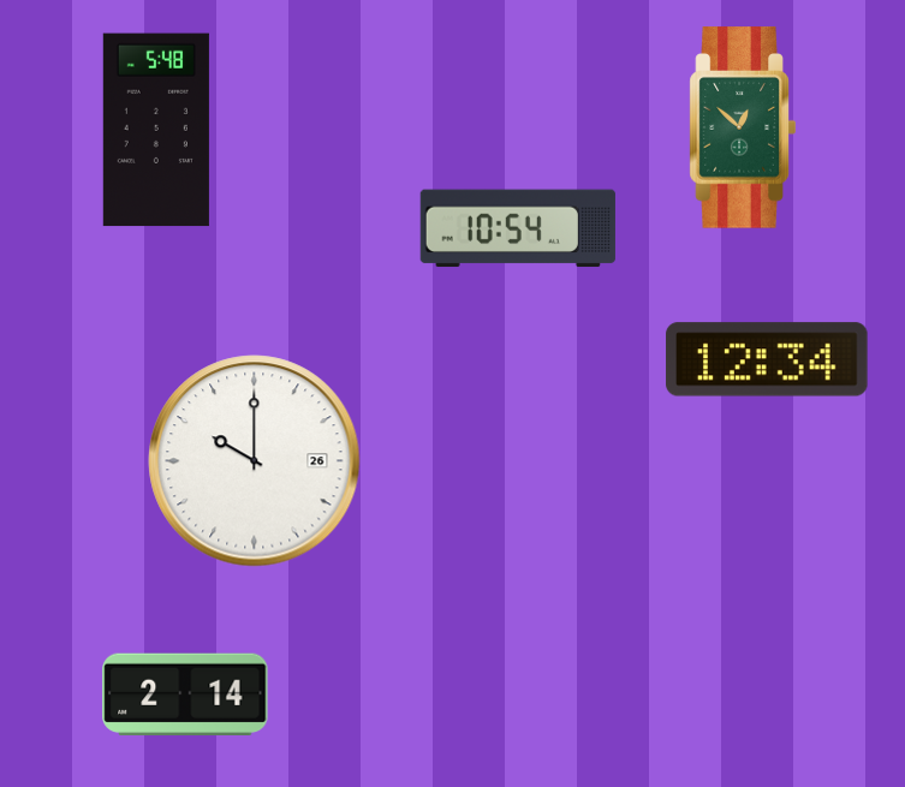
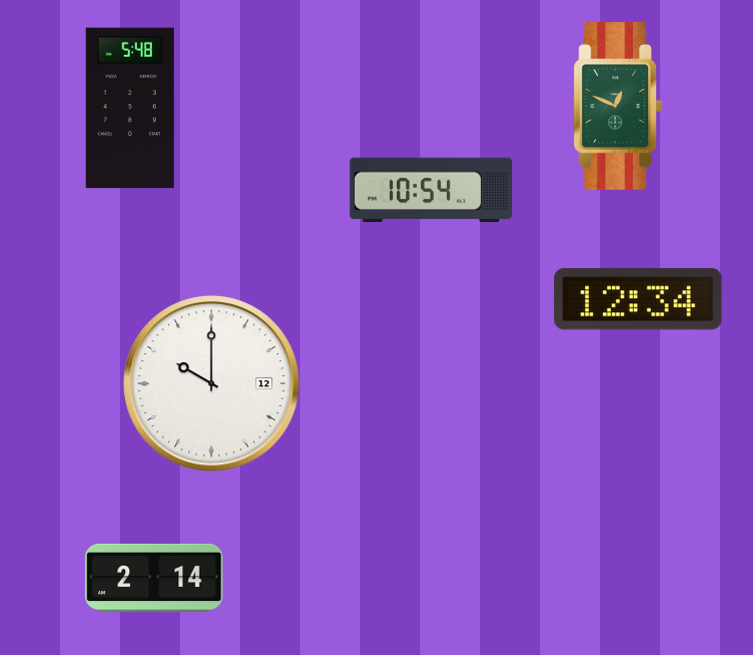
clock at (743, 127): 12:52 -> 12:49
clock at (255, 461) date: 26 -> 12
